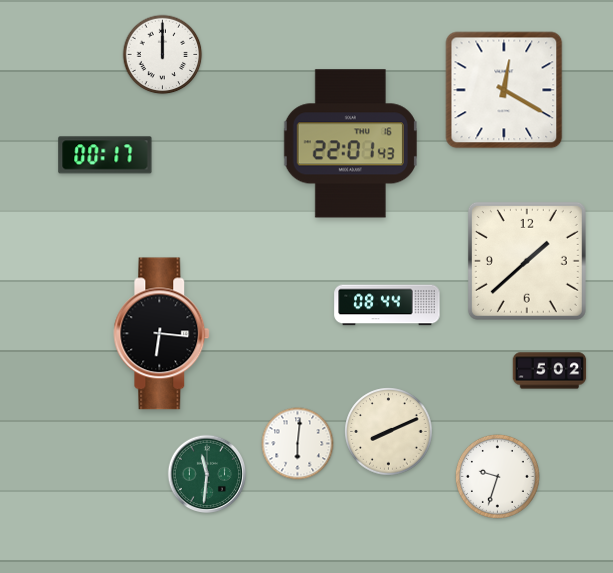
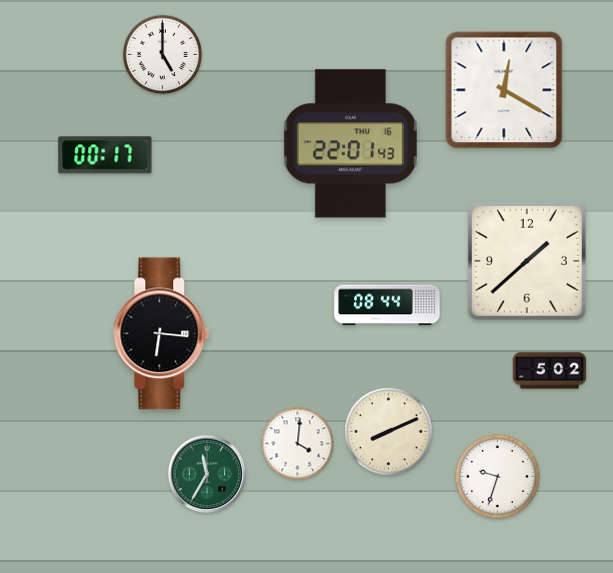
clock at (163, 55): 12:00 -> 5:00
clock at (298, 444): 6:01 -> 4:01
clock at (206, 473): 11:31 -> 11:35
